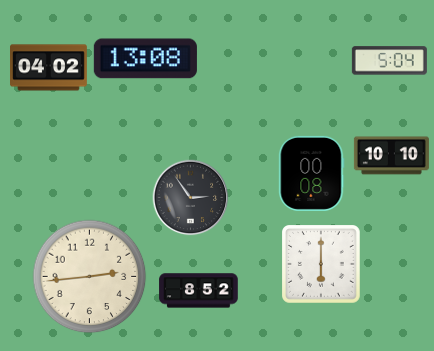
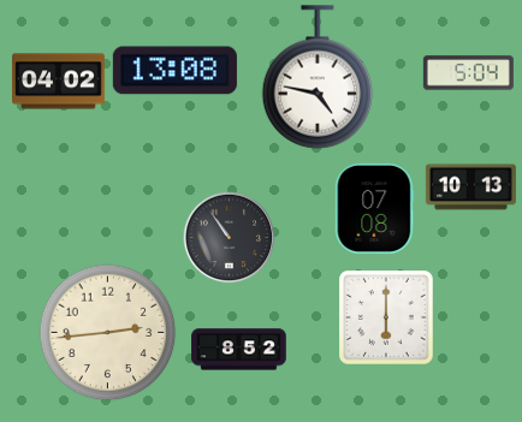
clock at (318, 77): none -> 4:47
clock at (391, 156): 10:10 -> 10:13
clock at (312, 173): 00:08 -> 07:08
clock at (191, 198): 2:54 -> 10:54
